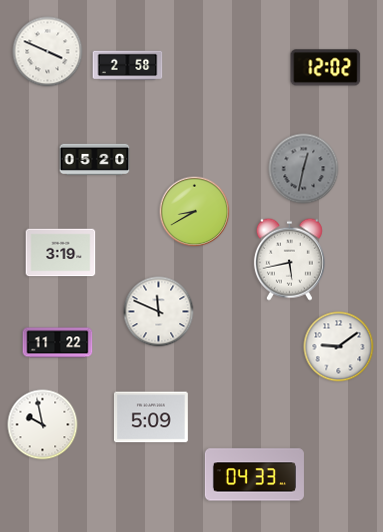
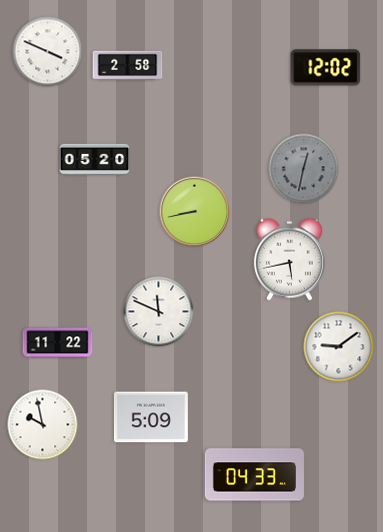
clock at (195, 212): 8:40 -> 8:43
clock at (61, 253): 3:19 -> none
